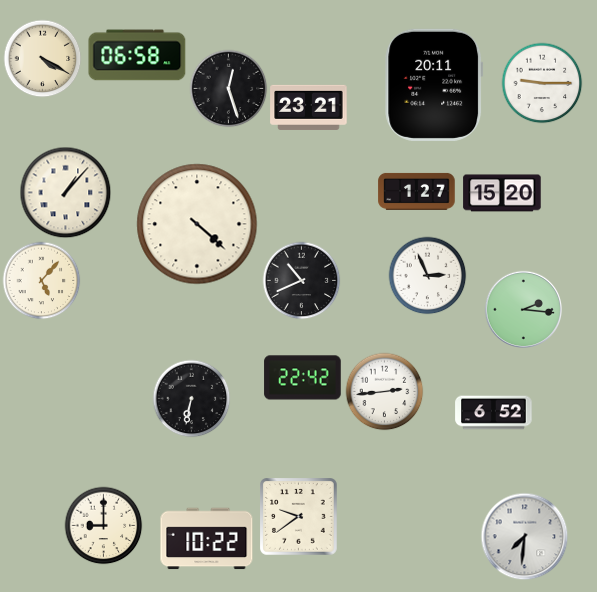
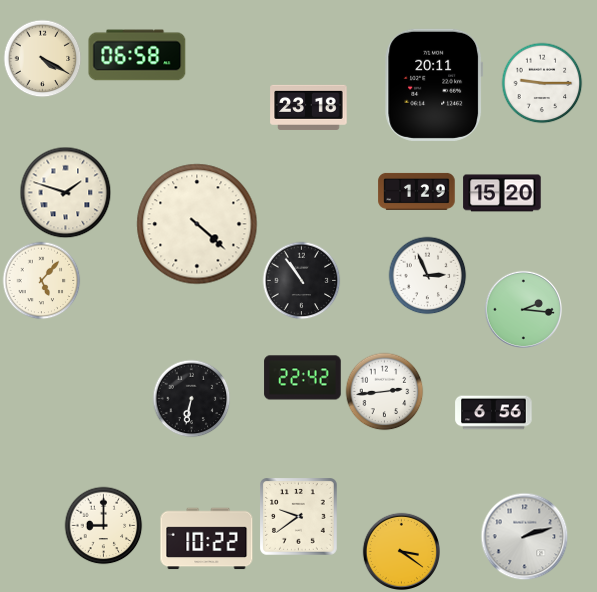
clock at (228, 88): 12:27 -> none
clock at (309, 107): 23:21 -> 23:18
clock at (417, 191): 1:27 -> 1:29
clock at (65, 192): 1:07 -> 1:48
clock at (301, 280): 10:41 -> 10:54
clock at (494, 413): 6:52 -> 6:56
clock at (524, 536): 7:31 -> 2:12
clock at (401, 551): none -> 3:21
